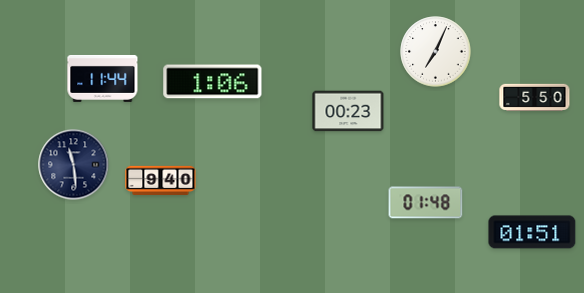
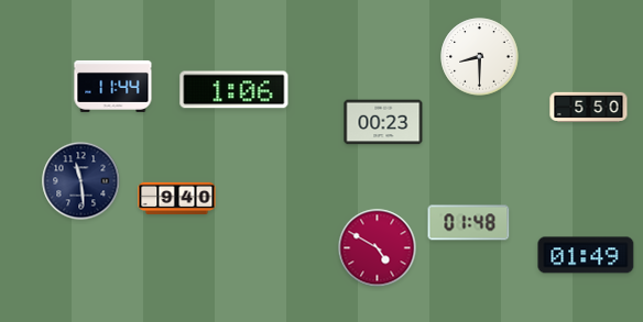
clock at (436, 52): 7:04 -> 8:30
clock at (378, 248): none -> 4:50
clock at (532, 232): 01:51 -> 01:49
